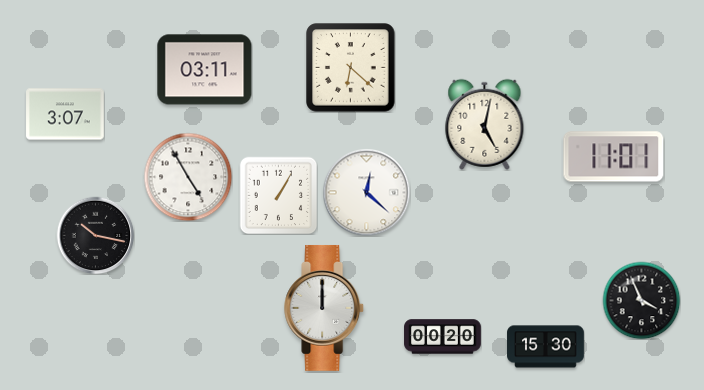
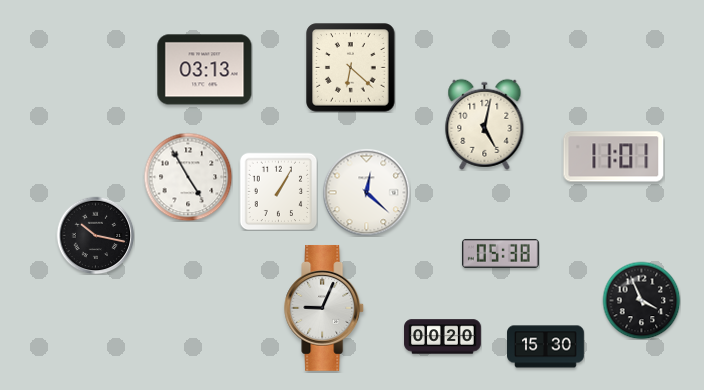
clock at (205, 70): 03:11 -> 03:13
clock at (65, 114): 3:07 -> none
clock at (278, 195) position: (278, 195) -> (278, 191)
clock at (500, 253): none -> 05:38
clock at (325, 308): 12:00 -> 9:04
